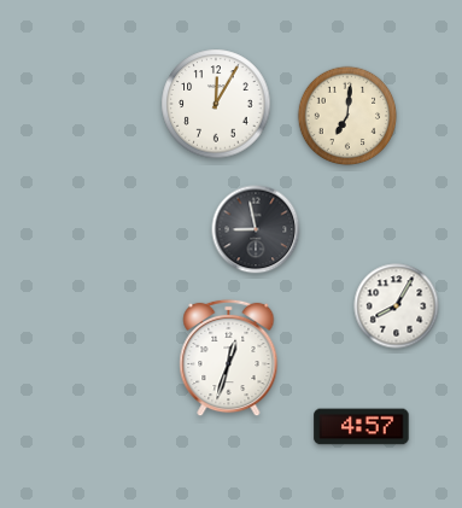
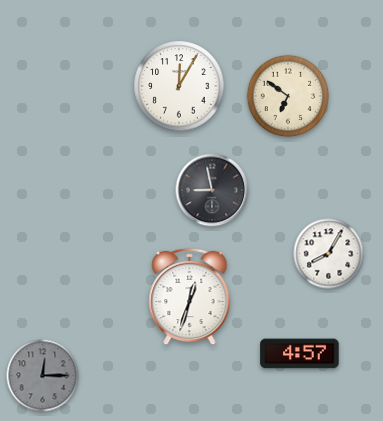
clock at (347, 116): 7:01 -> 6:51
clock at (43, 376): none -> 12:15
